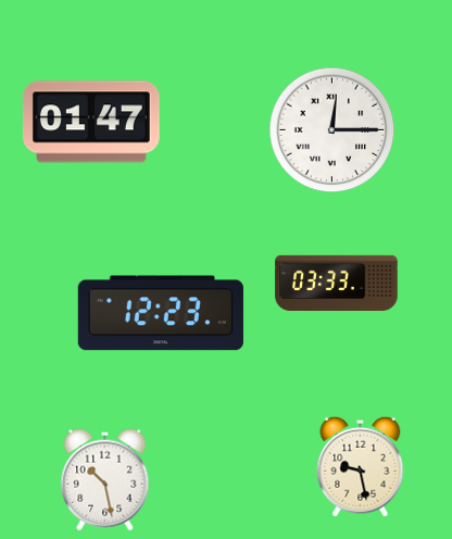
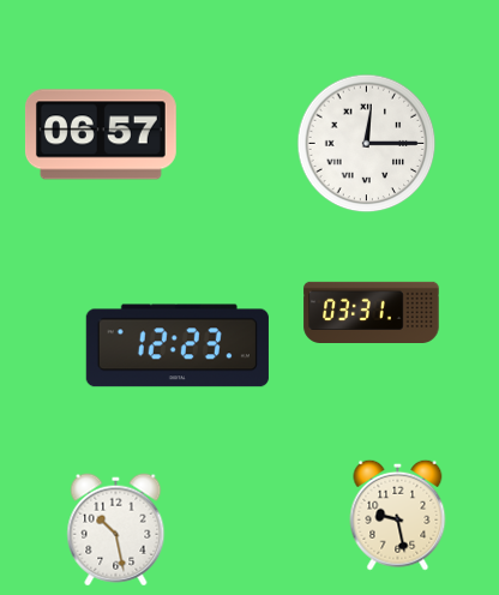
clock at (91, 122): 01:47 -> 06:57
clock at (337, 283): 03:33 -> 03:31
